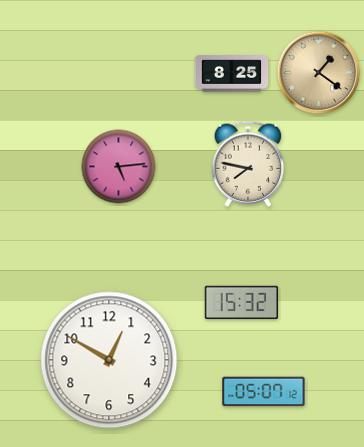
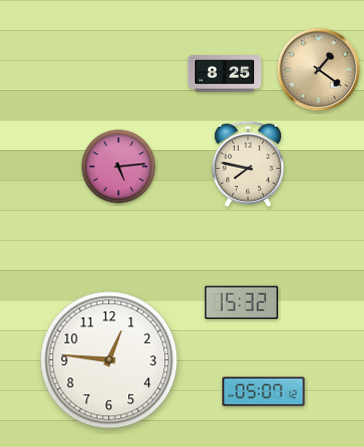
clock at (319, 73) position: (319, 73) -> (319, 70)
clock at (232, 74) position: (232, 74) -> (225, 74)
clock at (109, 360): 12:50 -> 12:46
